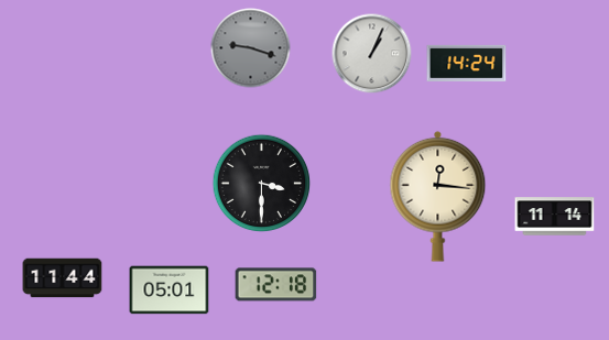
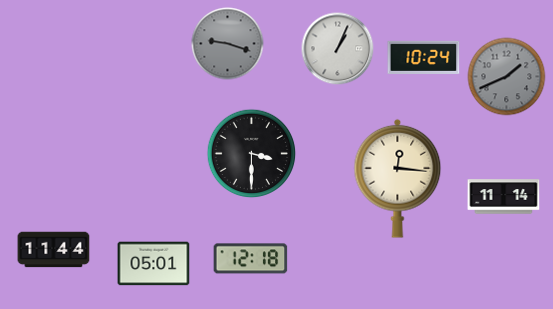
clock at (467, 63): 14:24 -> 10:24
clock at (507, 77): none -> 1:41
clock at (262, 184) position: (262, 184) -> (252, 154)
clock at (63, 278) position: (63, 278) -> (54, 250)
